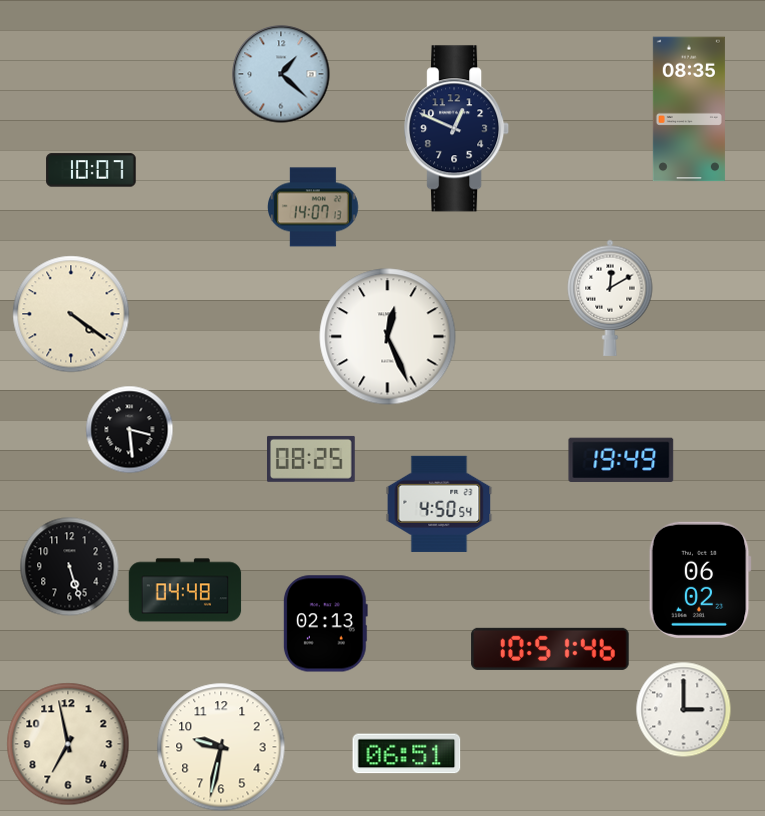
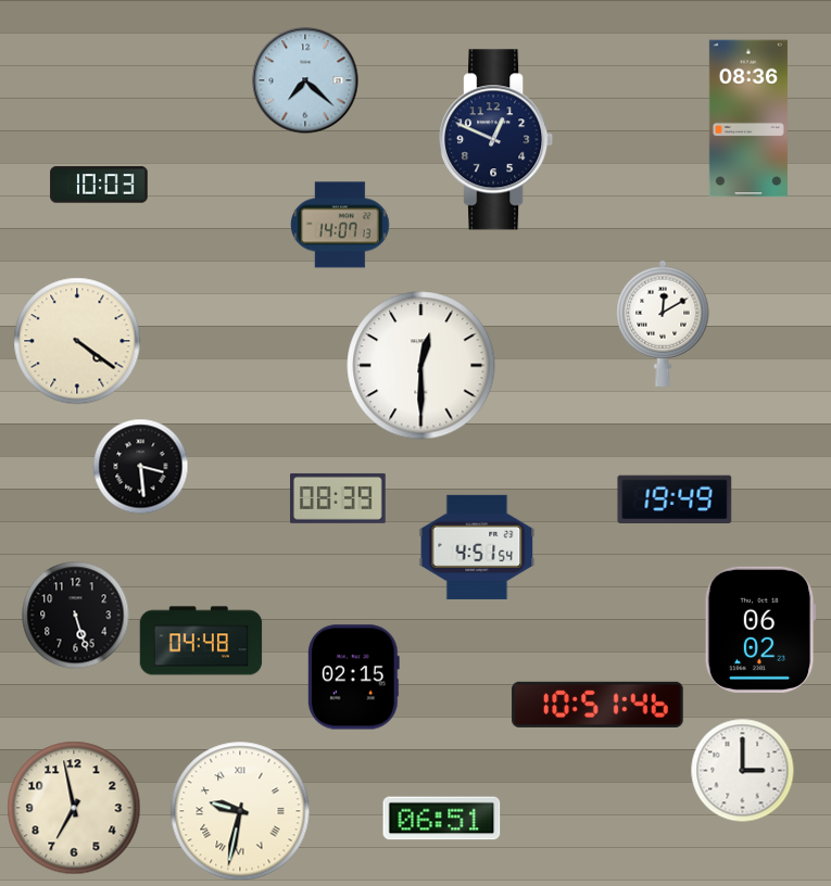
clock at (281, 74): 1:22 -> 7:22
clock at (689, 109): 08:35 -> 08:36
clock at (91, 170): 10:07 -> 10:03
clock at (388, 337): 12:26 -> 12:30
clock at (312, 459): 08:25 -> 08:39
clock at (439, 504): 4:50 -> 4:51
clock at (325, 624): 02:13 -> 02:15
clock at (221, 747) numerals: Arabic -> Roman
